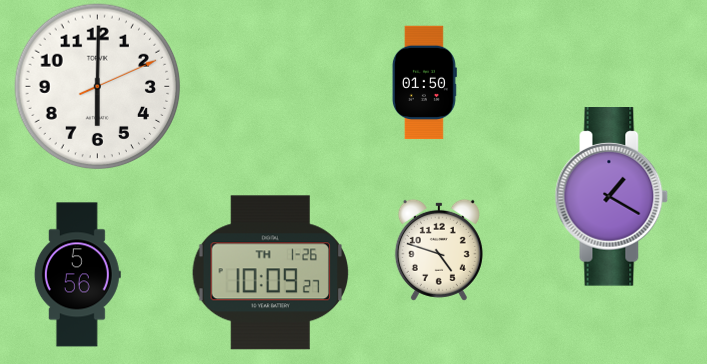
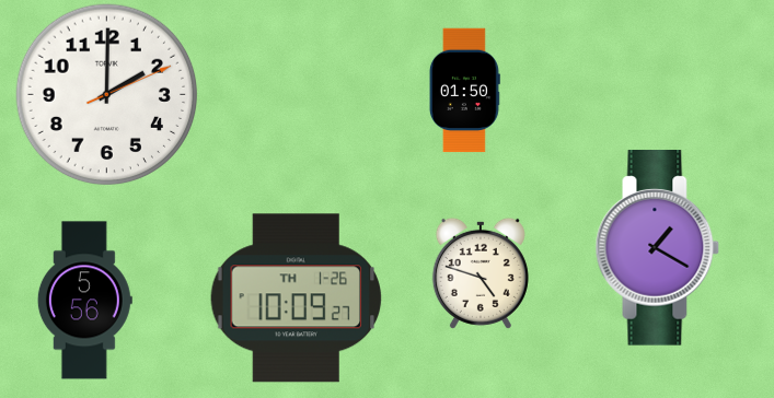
clock at (98, 87): 6:00 -> 2:00
clock at (612, 197) position: (612, 197) -> (658, 248)
